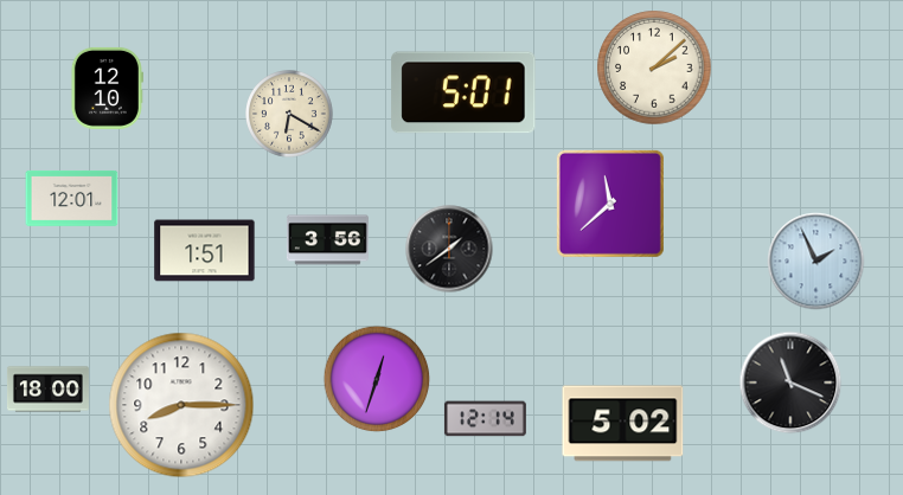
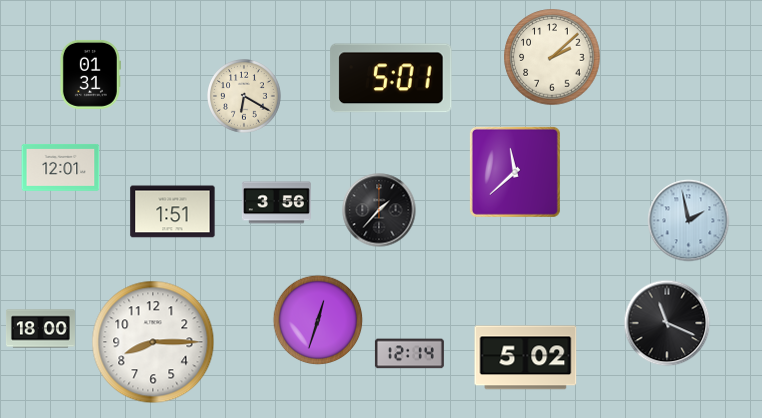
clock at (107, 88): 12:10 -> 01:31
clock at (449, 249): 1:39 -> 1:37
clock at (816, 262): 1:56 -> 1:58
